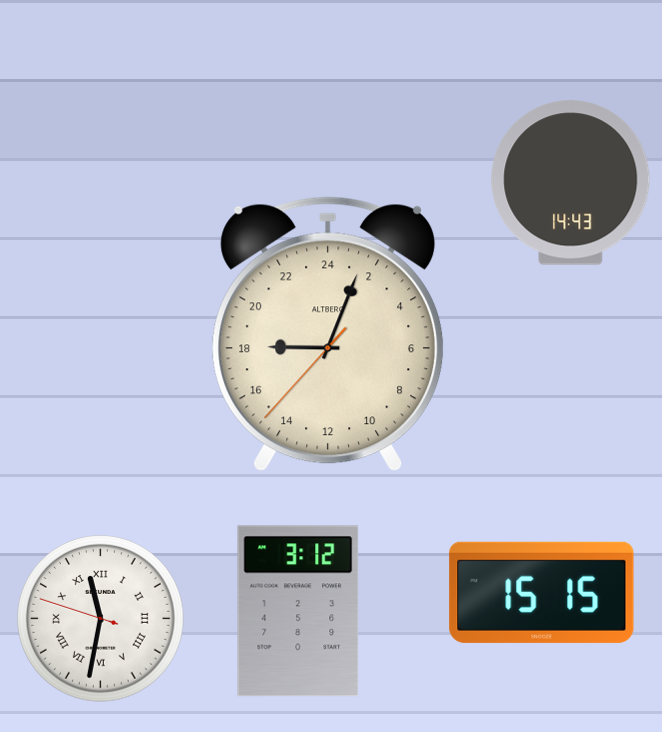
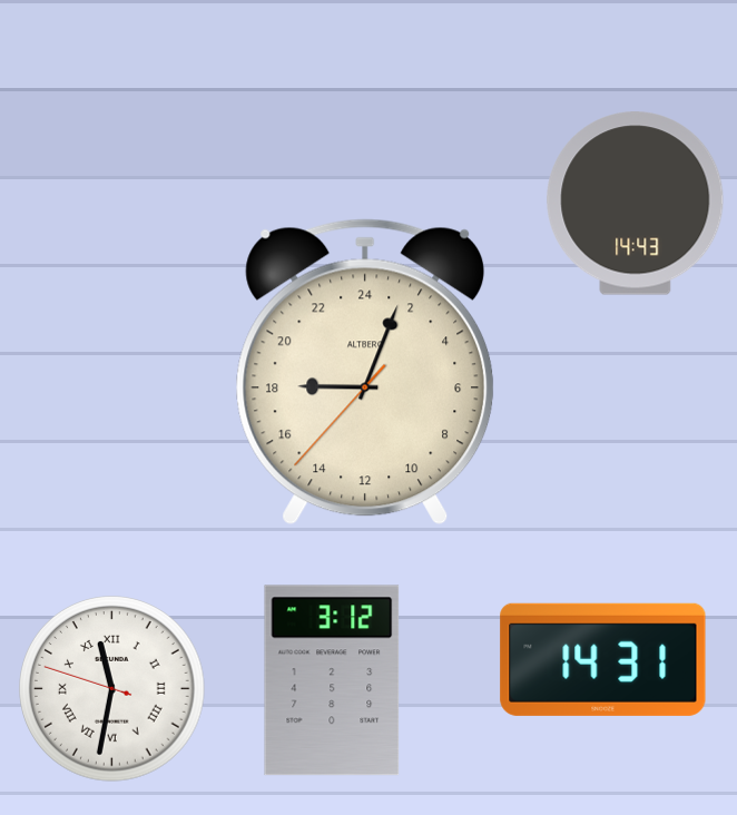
clock at (542, 592): 15:15 -> 14:31
